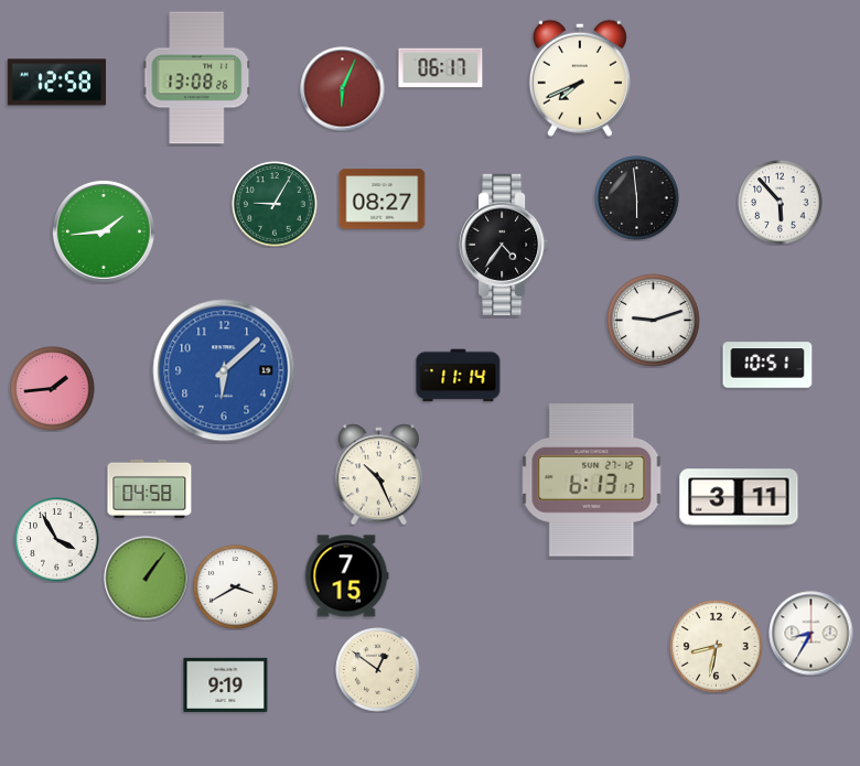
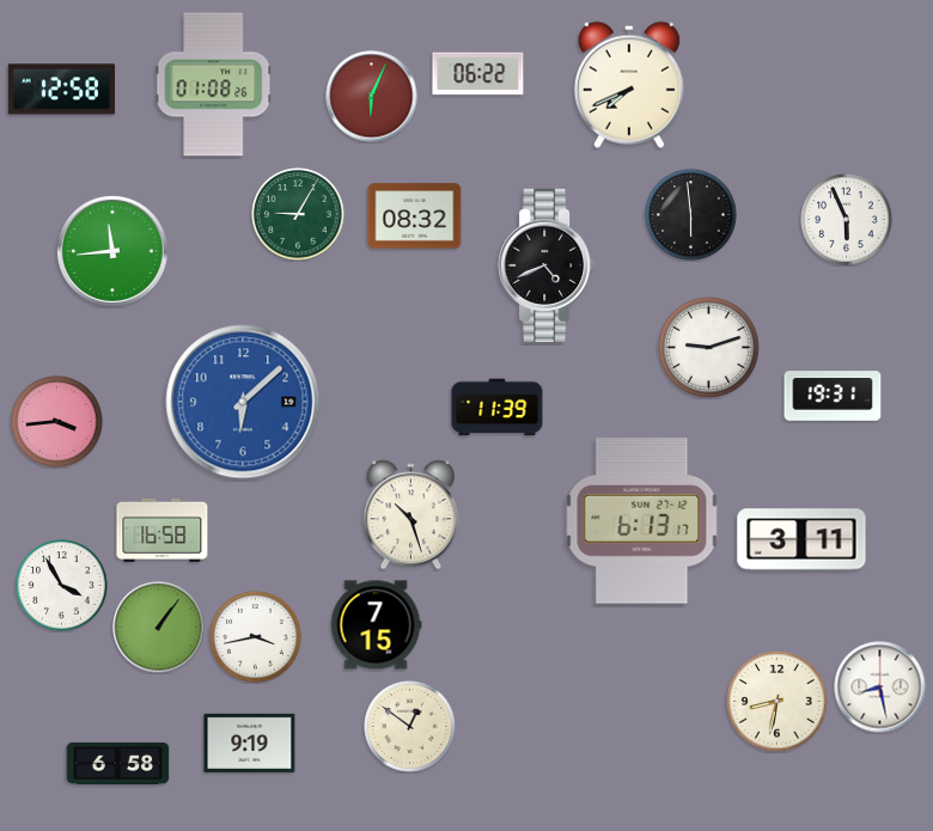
clock at (441, 68): 06:17 -> 06:22
clock at (197, 78): 13:08 -> 01:08
clock at (383, 199): 08:27 -> 08:32
clock at (781, 203): 5:53 -> 5:56
clock at (275, 204) position: (275, 204) -> (298, 214)
clock at (104, 231): 1:44 -> 11:44
clock at (504, 245): 4:36 -> 4:41
clock at (767, 365): 10:51 -> 19:31
clock at (459, 376): 11:14 -> 11:39
clock at (53, 389): 1:44 -> 3:44
clock at (378, 475): 10:26 -> 10:27
clock at (150, 488): 04:58 -> 16:58
clock at (236, 587): 3:40 -> 3:43
clock at (811, 634): 8:35 -> 8:28
clock at (226, 684) position: (226, 684) -> (250, 743)
clock at (118, 763): none -> 6:58
